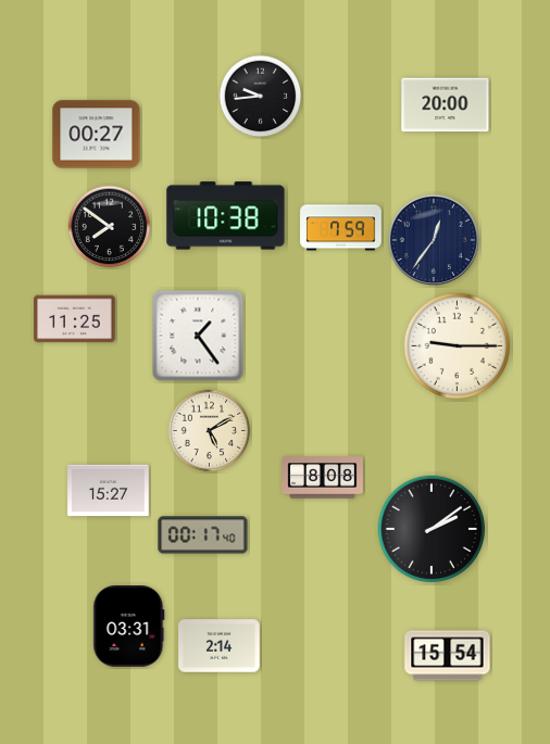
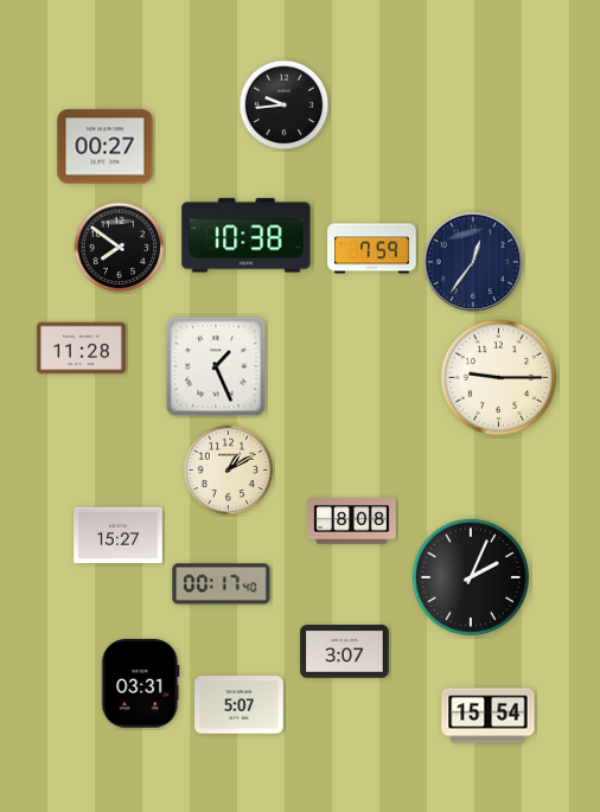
clock at (446, 105): 20:00 -> none
clock at (75, 319): 11:25 -> 11:28
clock at (198, 336): 1:24 -> 1:26
clock at (210, 431): 5:10 -> 1:10
clock at (432, 529): 2:09 -> 2:04
clock at (345, 652): none -> 3:07
clock at (220, 646): 2:14 -> 5:07
